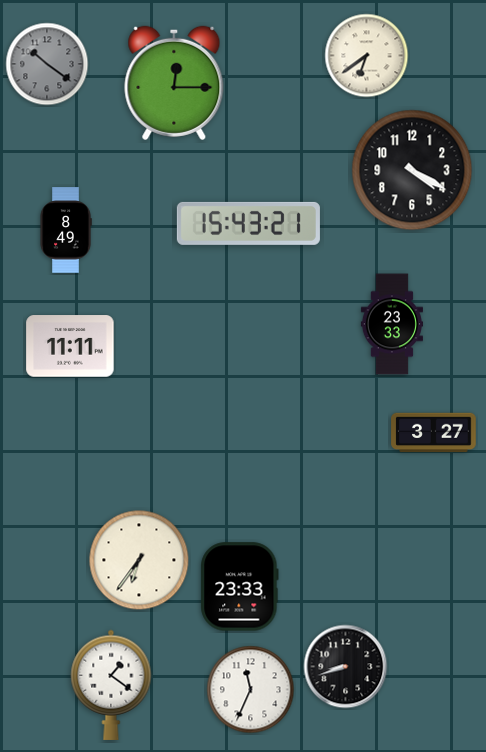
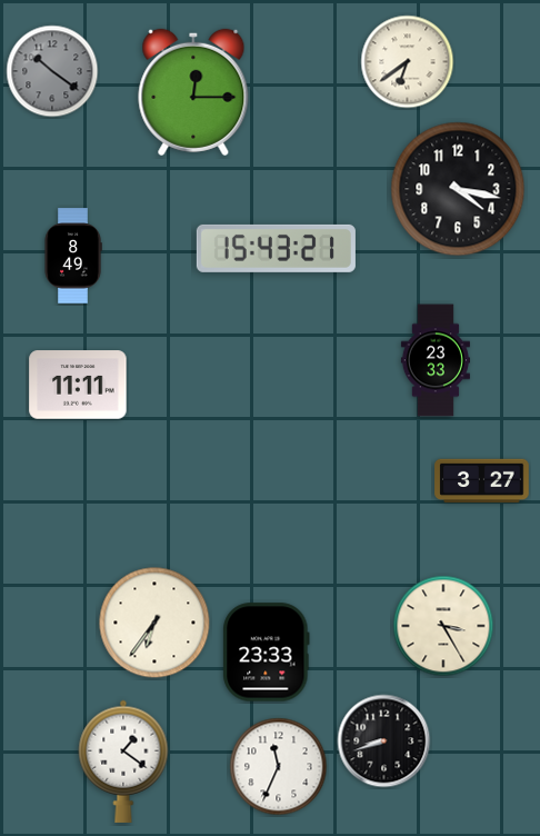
clock at (412, 170): 4:20 -> 4:17
clock at (443, 626): none -> 3:25
